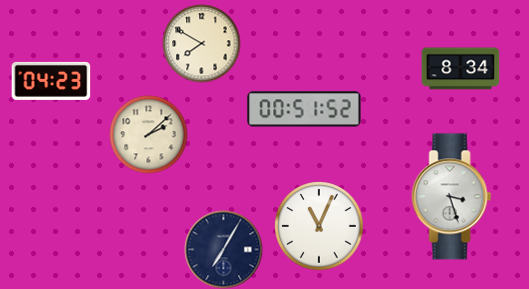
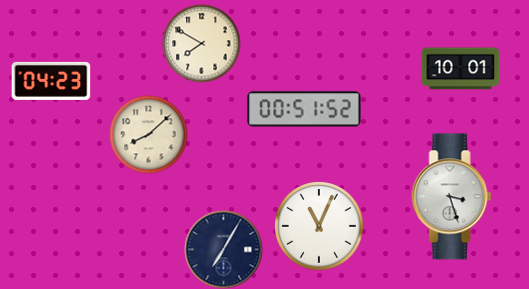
clock at (460, 69): 8:34 -> 10:01
clock at (148, 134): 2:08 -> 8:08
